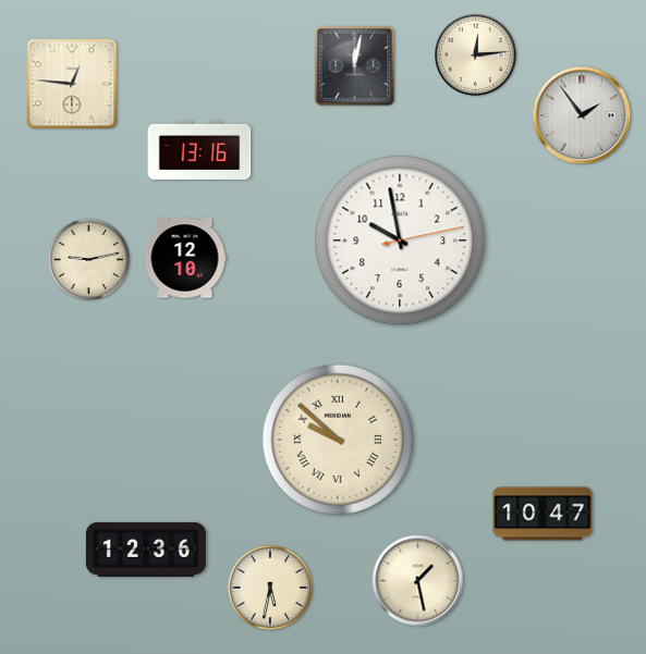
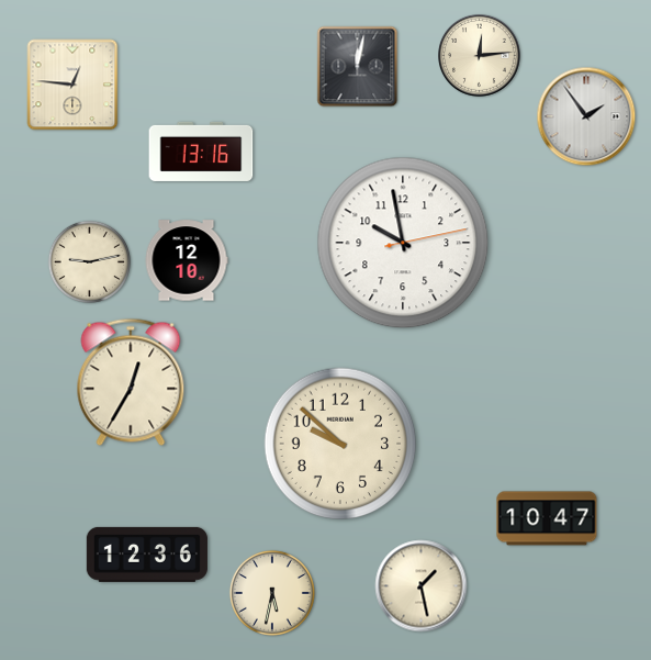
clock at (131, 382): none -> 12:35
clock at (338, 440) numerals: Roman -> Arabic
